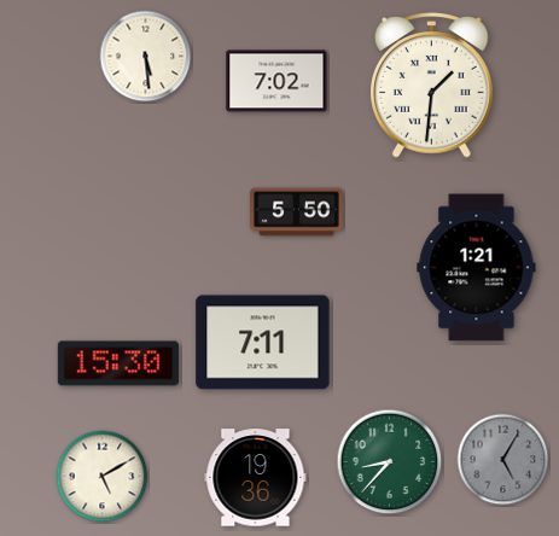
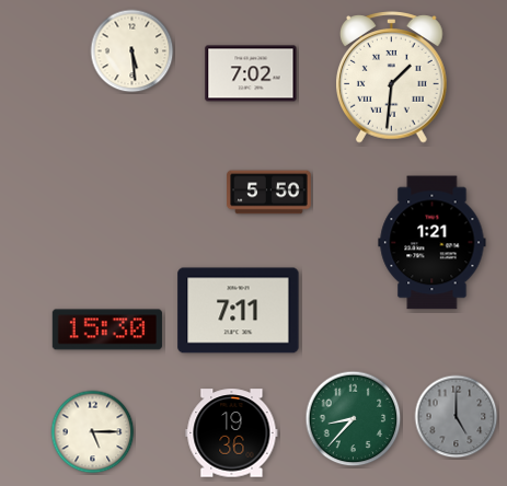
clock at (503, 460): 5:05 -> 5:00
clock at (103, 477): 5:10 -> 5:15
